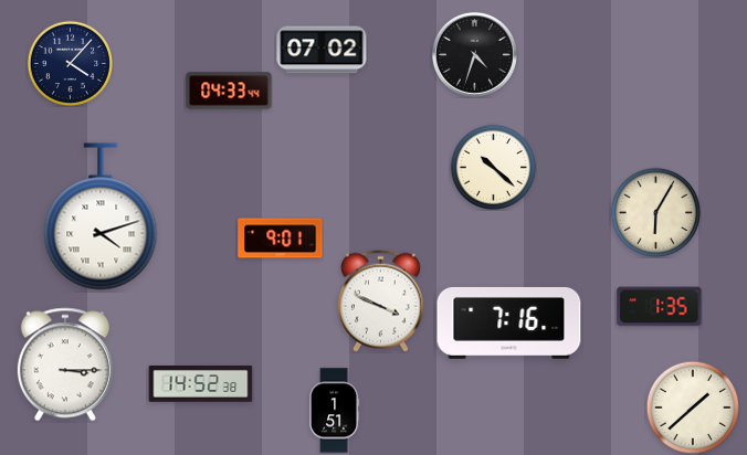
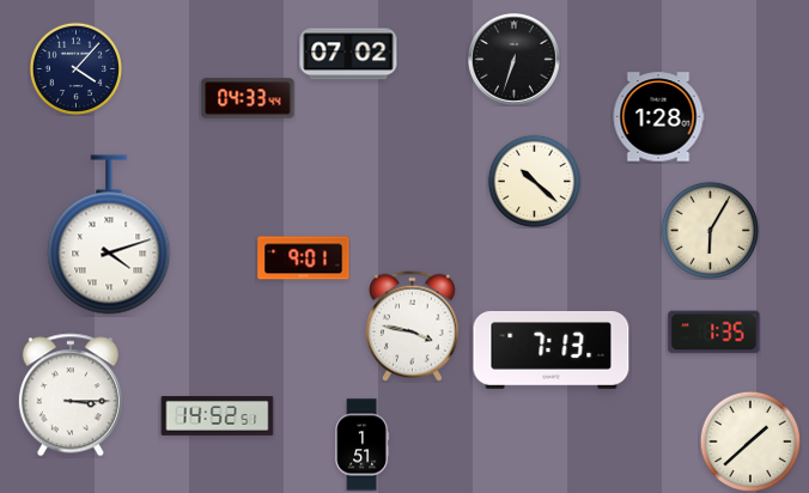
clock at (475, 55): 4:33 -> 6:33
clock at (658, 117): none -> 1:28
clock at (380, 300): 3:49 -> 3:47
clock at (509, 324): 7:16 -> 7:13
clock at (201, 384): 14:52:38 -> 14:52:51
